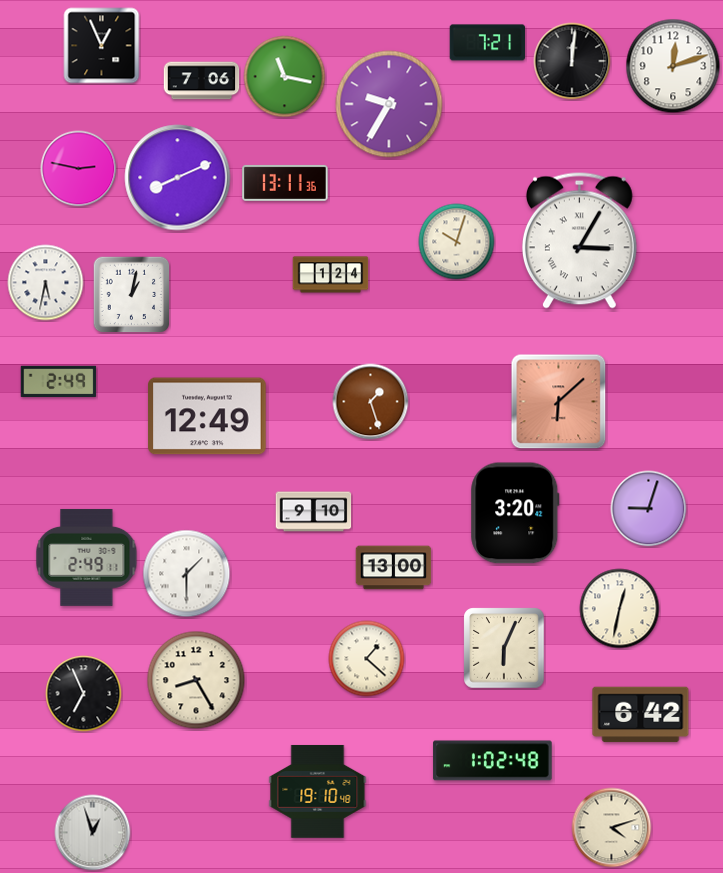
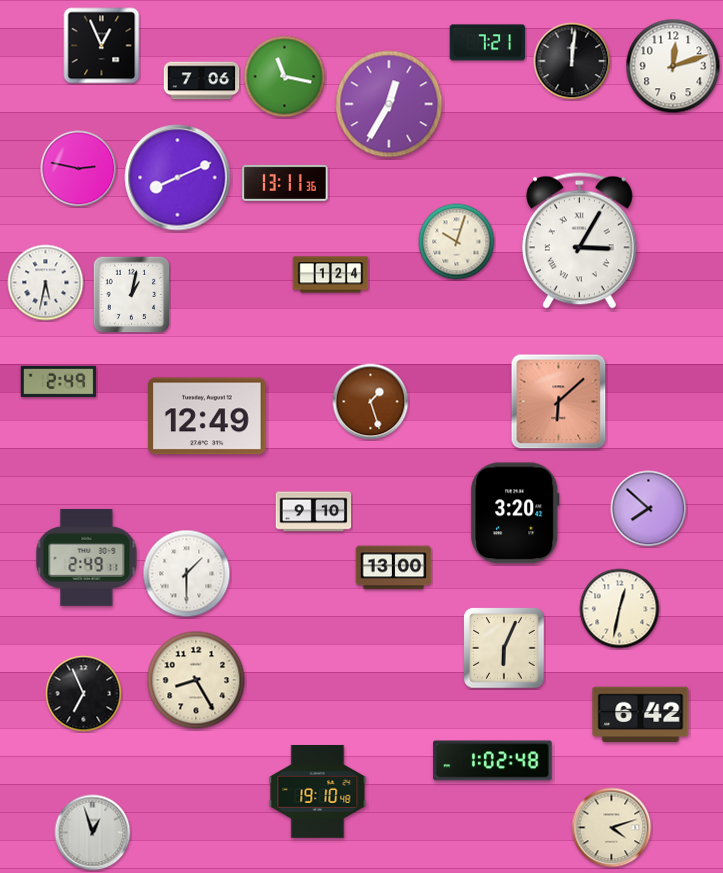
clock at (389, 104): 9:35 -> 12:35
clock at (649, 509): 9:03 -> 7:52
clock at (367, 659): 1:22 -> none
